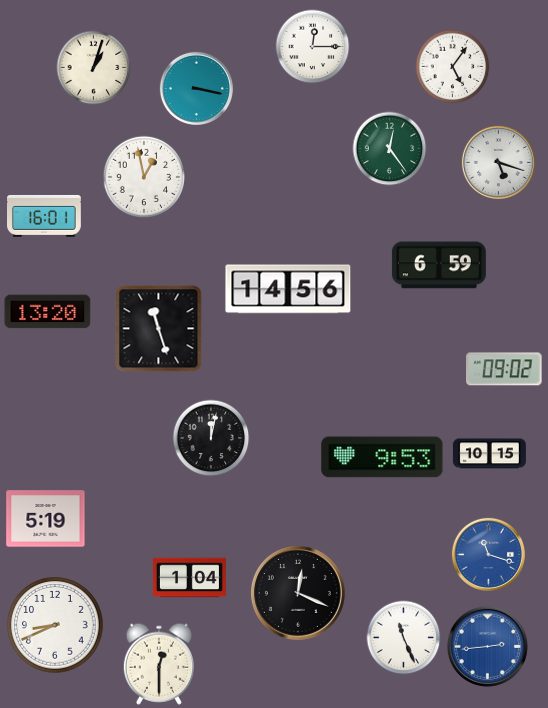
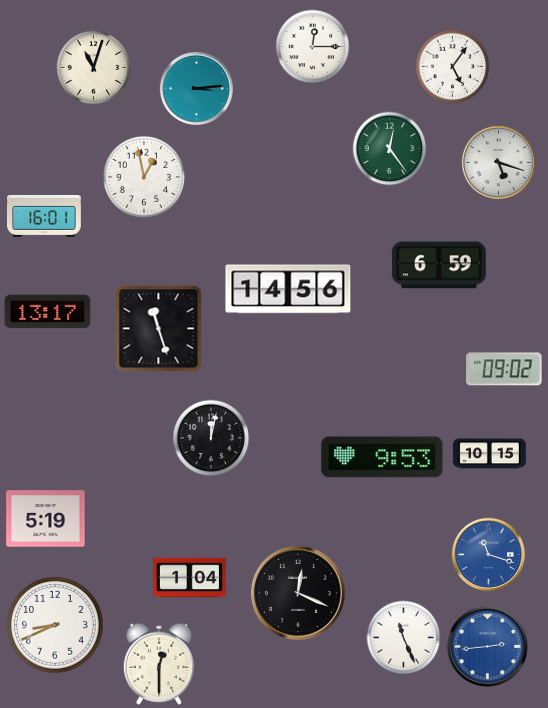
clock at (94, 68): 1:03 -> 11:03
clock at (196, 88): 3:17 -> 3:14
clock at (48, 312): 13:20 -> 13:17
